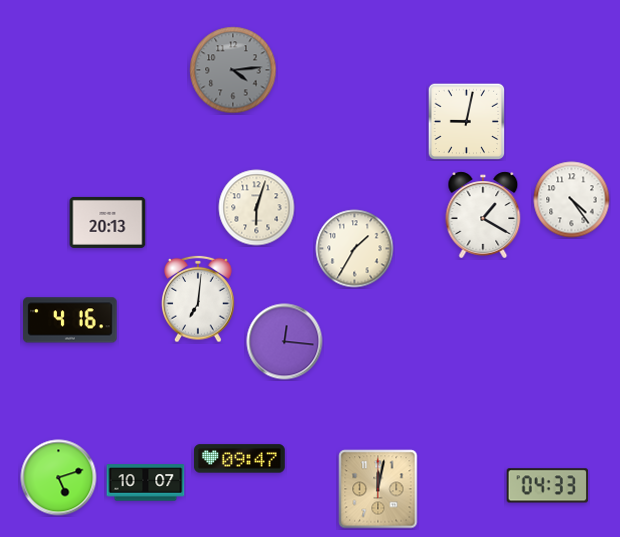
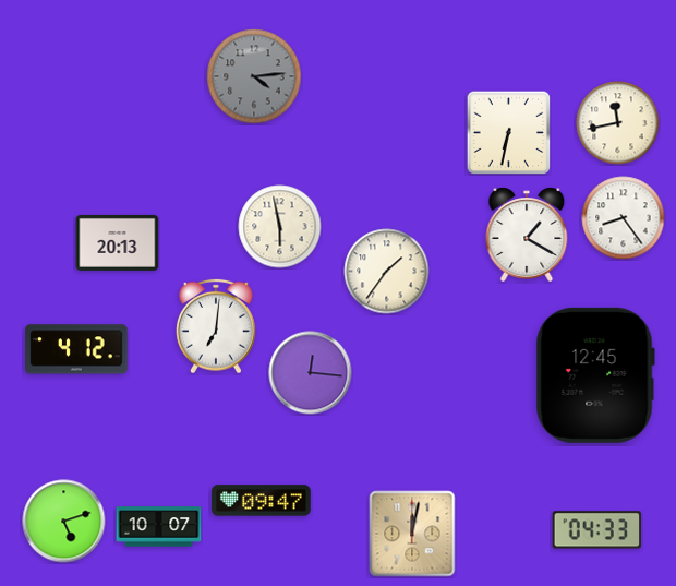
clock at (618, 123): none -> 11:43
clock at (466, 121): 9:02 -> 6:32
clock at (572, 200): 4:24 -> 8:24
clock at (257, 208): 6:03 -> 5:58
clock at (355, 249): 1:35 -> 1:36
clock at (70, 320): 4:16 -> 4:12
clock at (595, 375): none -> 12:45
